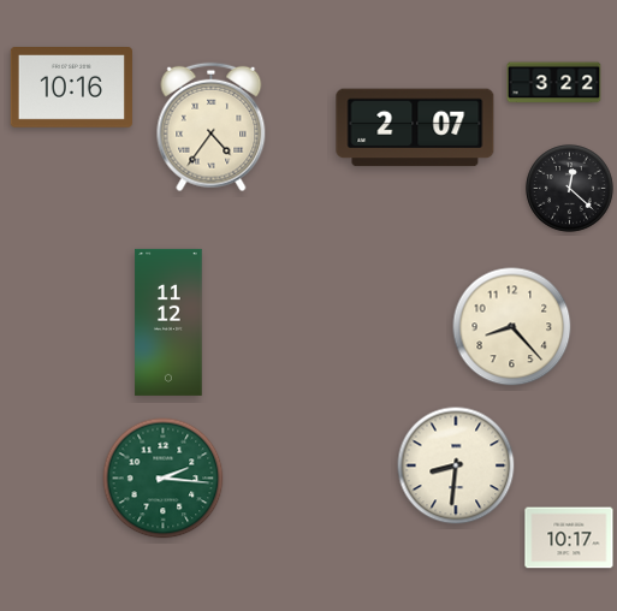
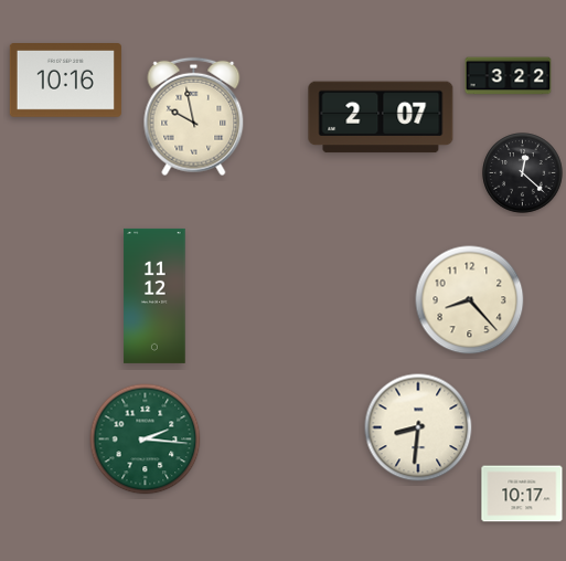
clock at (212, 127): 4:36 -> 9:58
clock at (164, 479) position: (164, 479) -> (146, 440)
